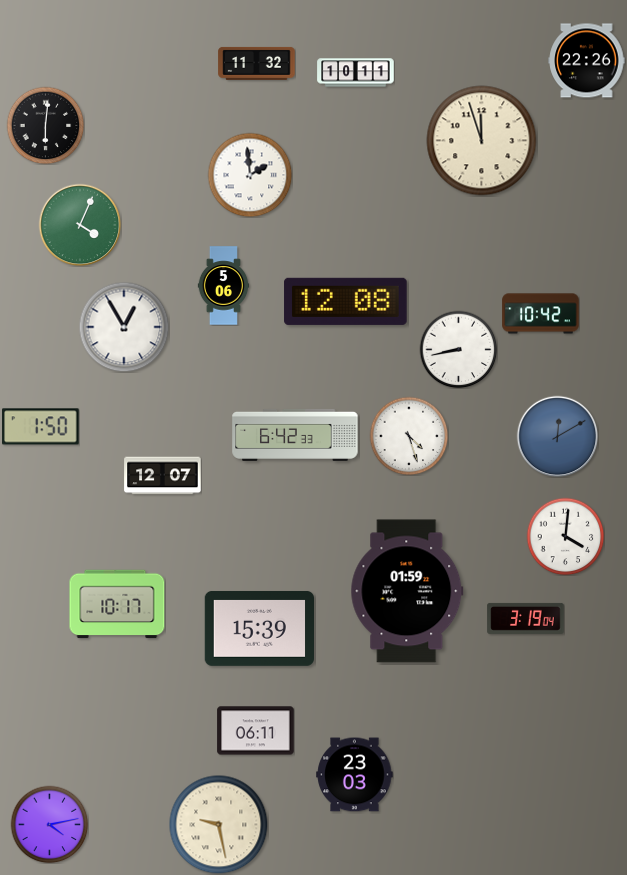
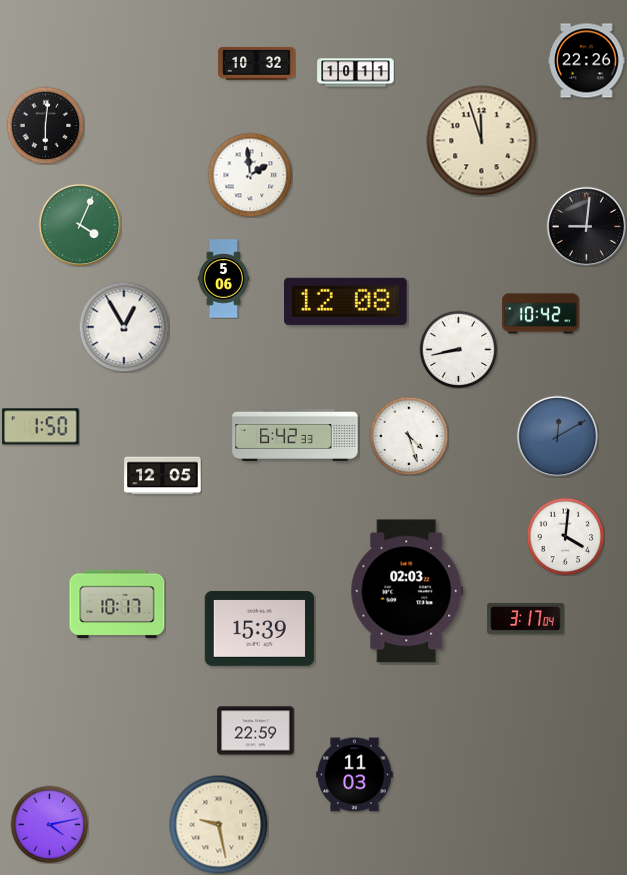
clock at (257, 63): 11:32 -> 10:32
clock at (586, 226): none -> 9:01
clock at (224, 286) position: (224, 286) -> (224, 279)
clock at (163, 476): 12:07 -> 12:05
clock at (407, 591): 01:59 -> 02:03
clock at (526, 618): 3:19 -> 3:17
clock at (256, 731): 06:11 -> 22:59
clock at (355, 775): 23:03 -> 11:03
